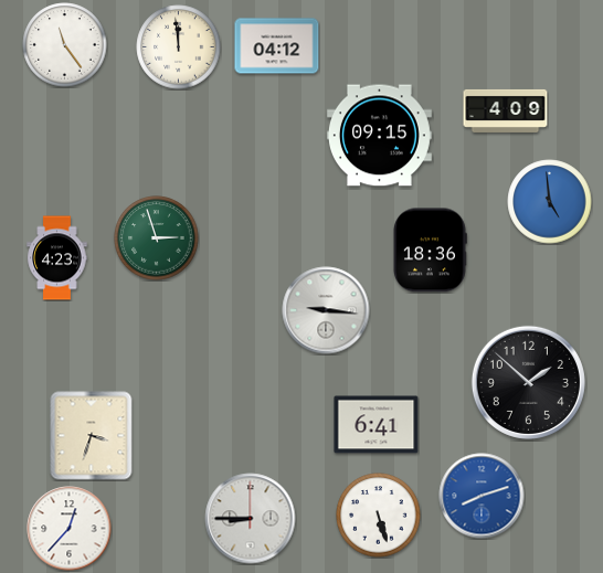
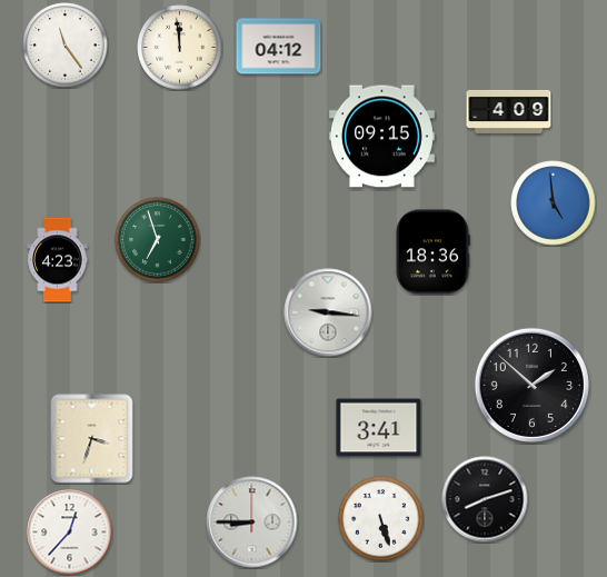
clock at (157, 238): 2:57 -> 6:57
clock at (377, 425): 6:41 -> 3:41
clock at (482, 496) dial: blue -> black
